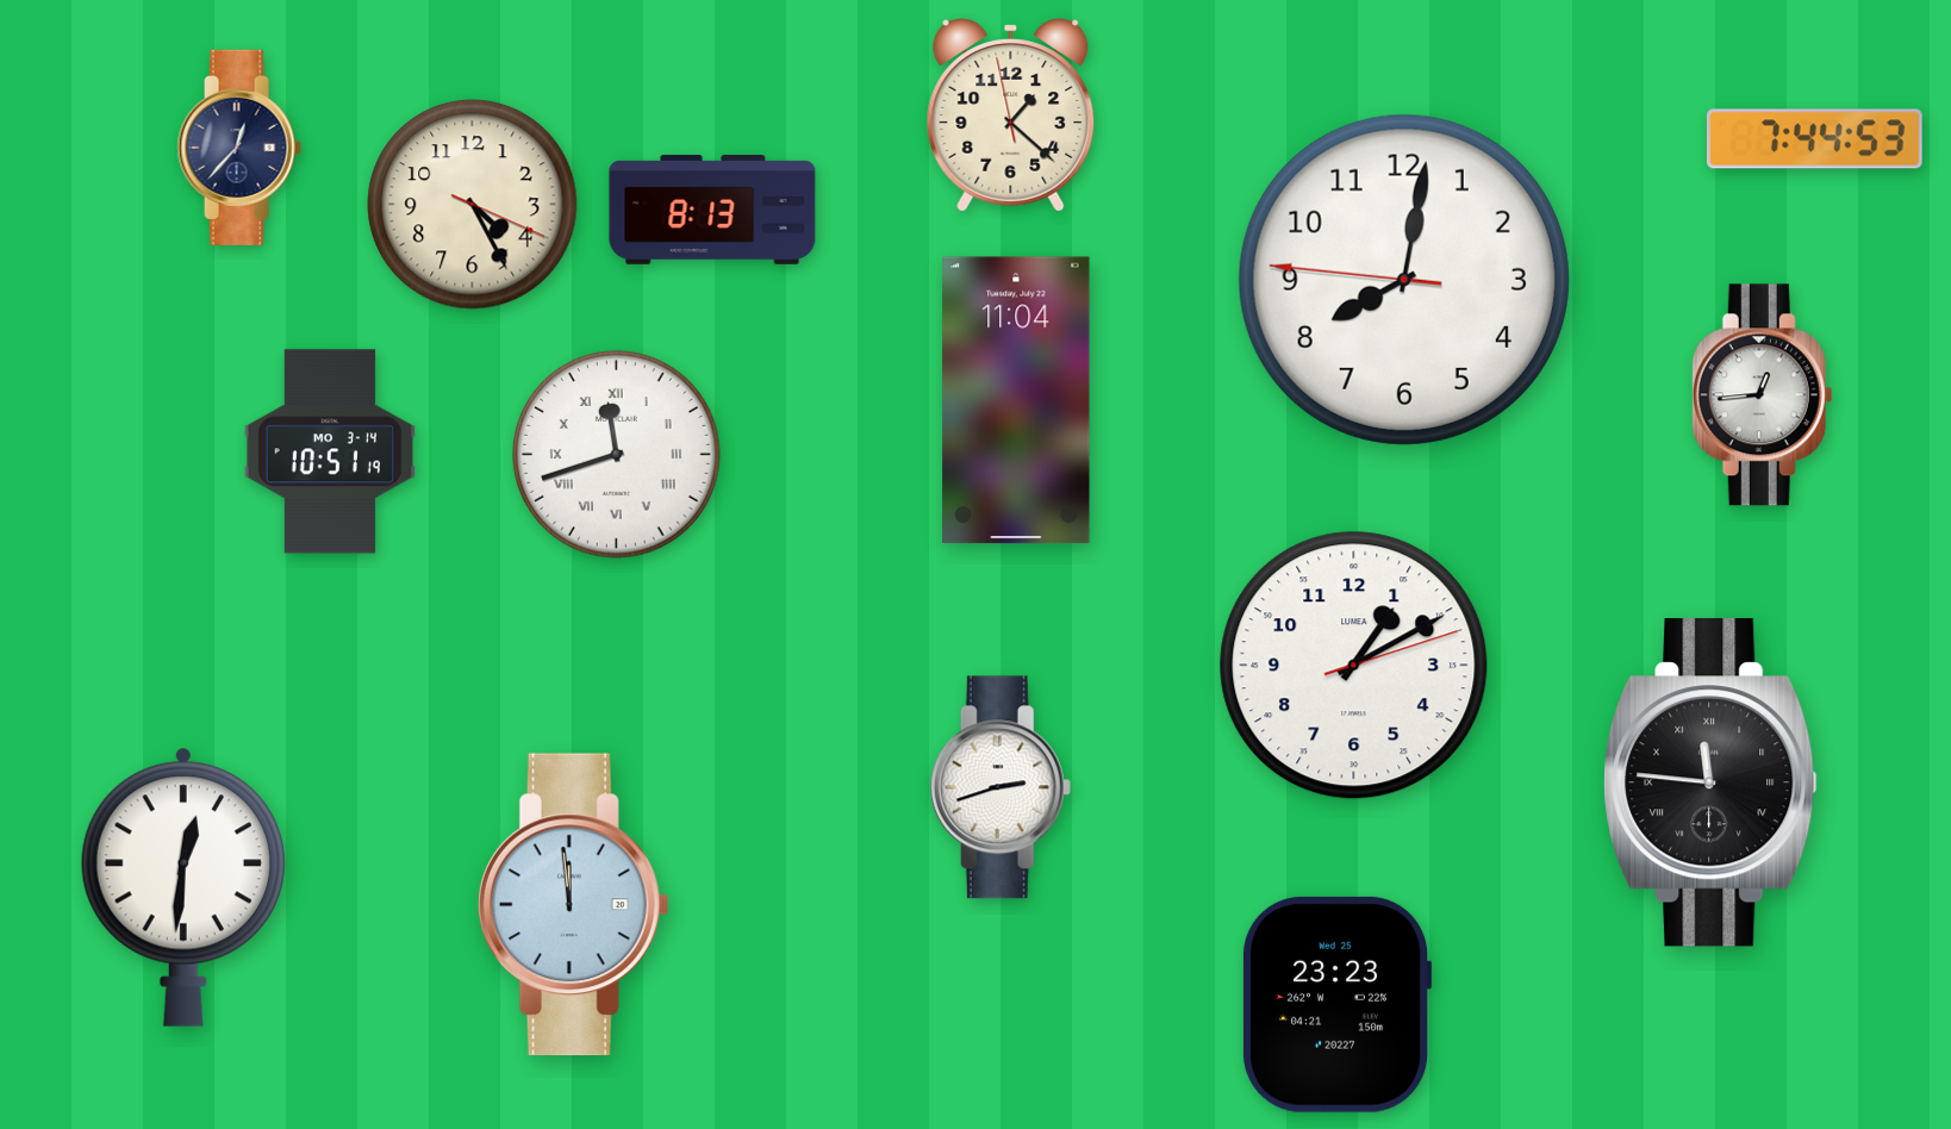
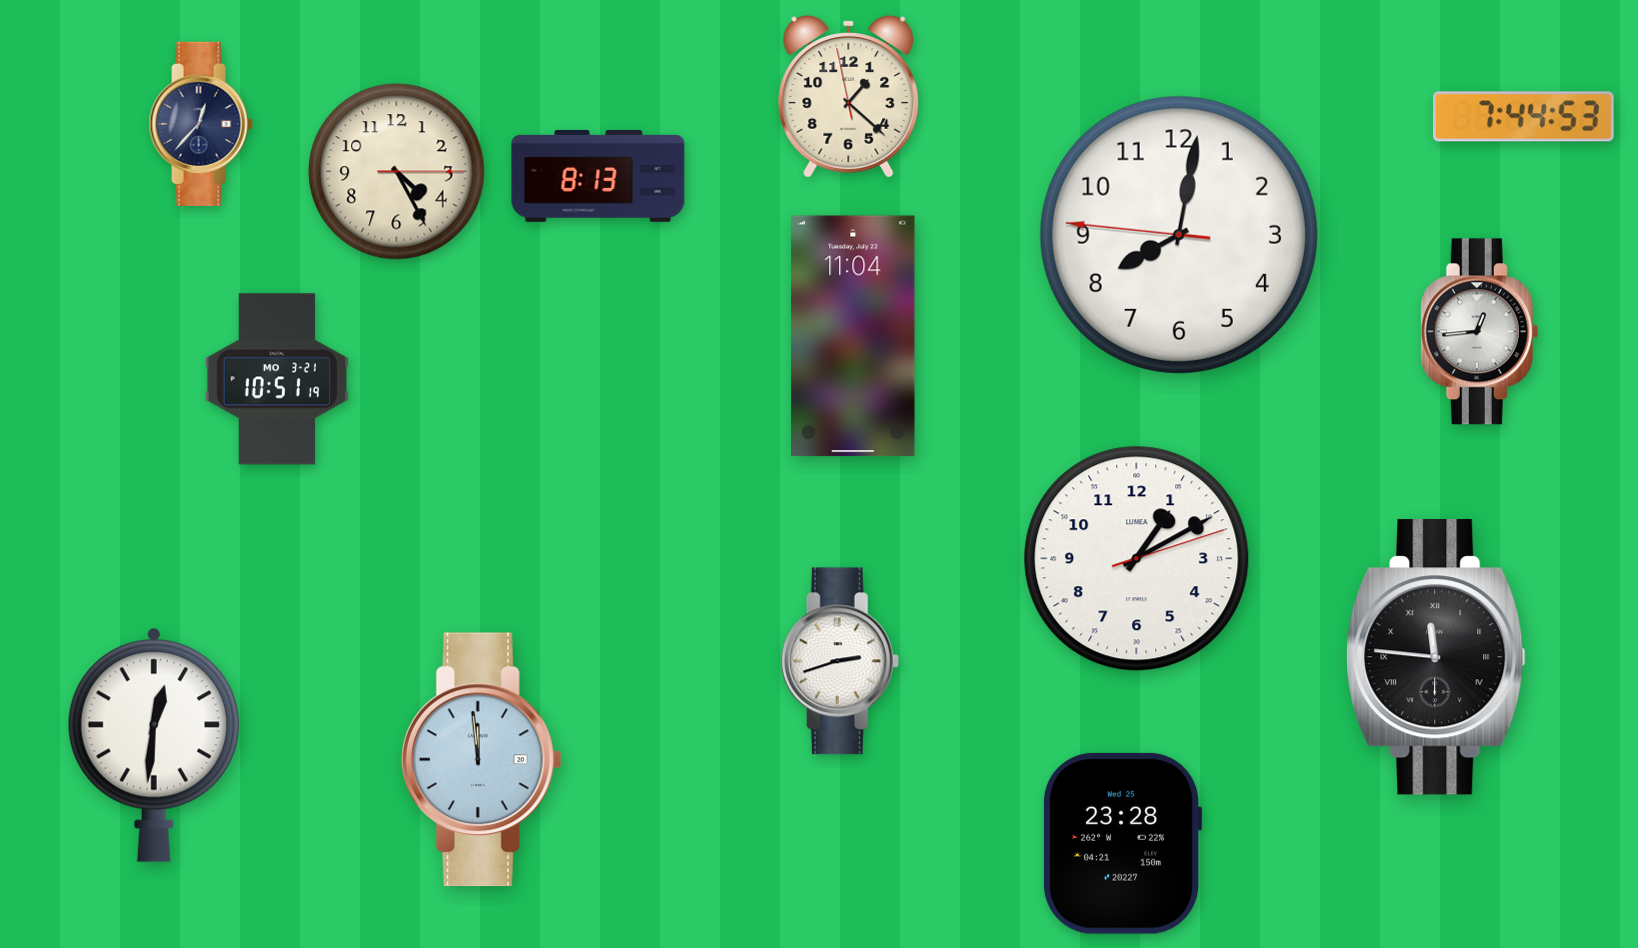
clock at (473, 205): 4:25:19 -> 4:25:15
clock at (330, 451) date: MO 3-14 -> MO 3-21
clock at (617, 455): 11:42 -> none
clock at (1336, 1004): 23:23 -> 23:28
